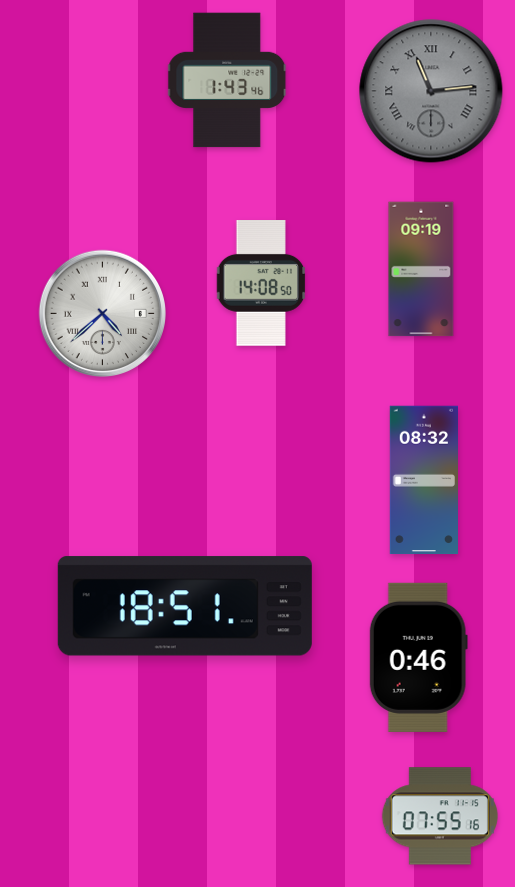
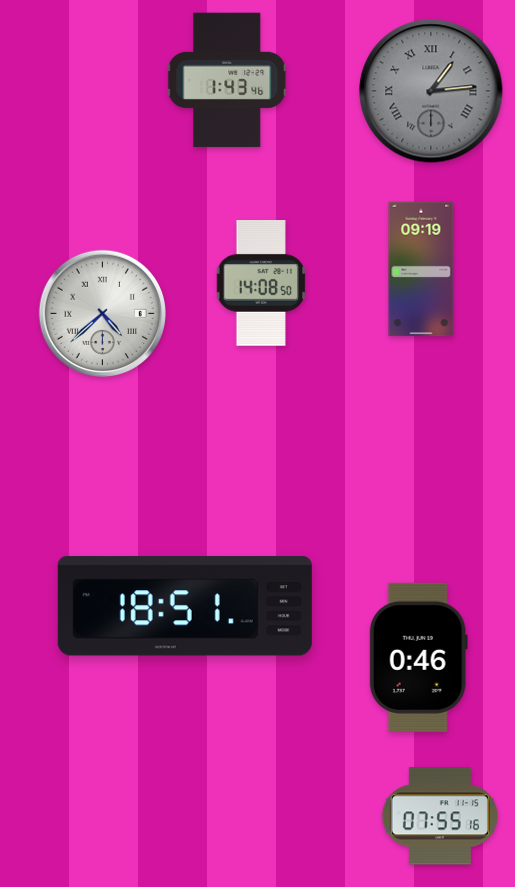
clock at (431, 91): 11:14 -> 1:14
clock at (423, 480): 08:32 -> none
